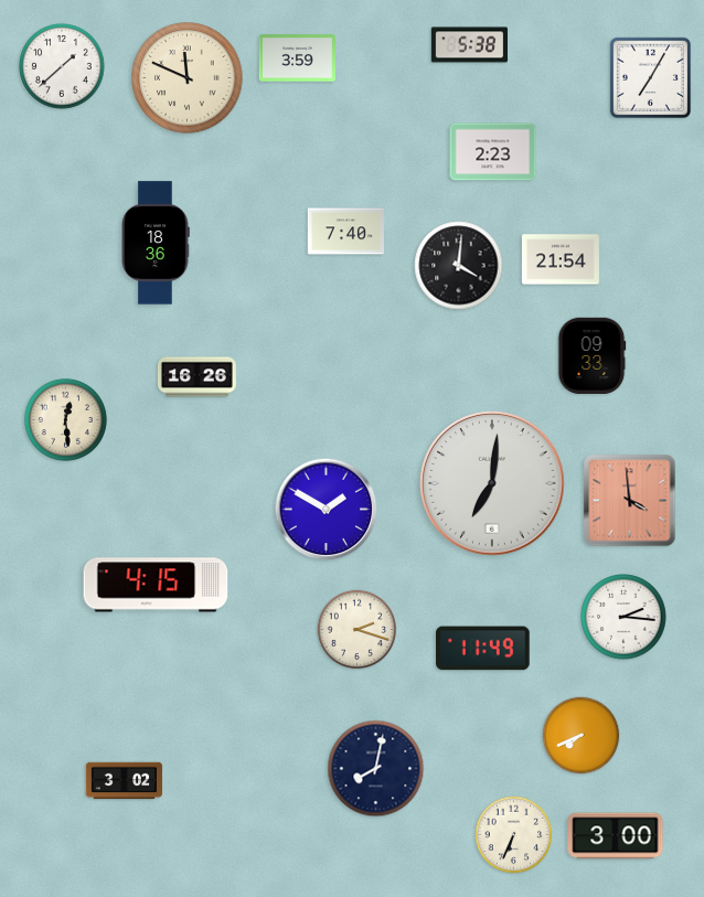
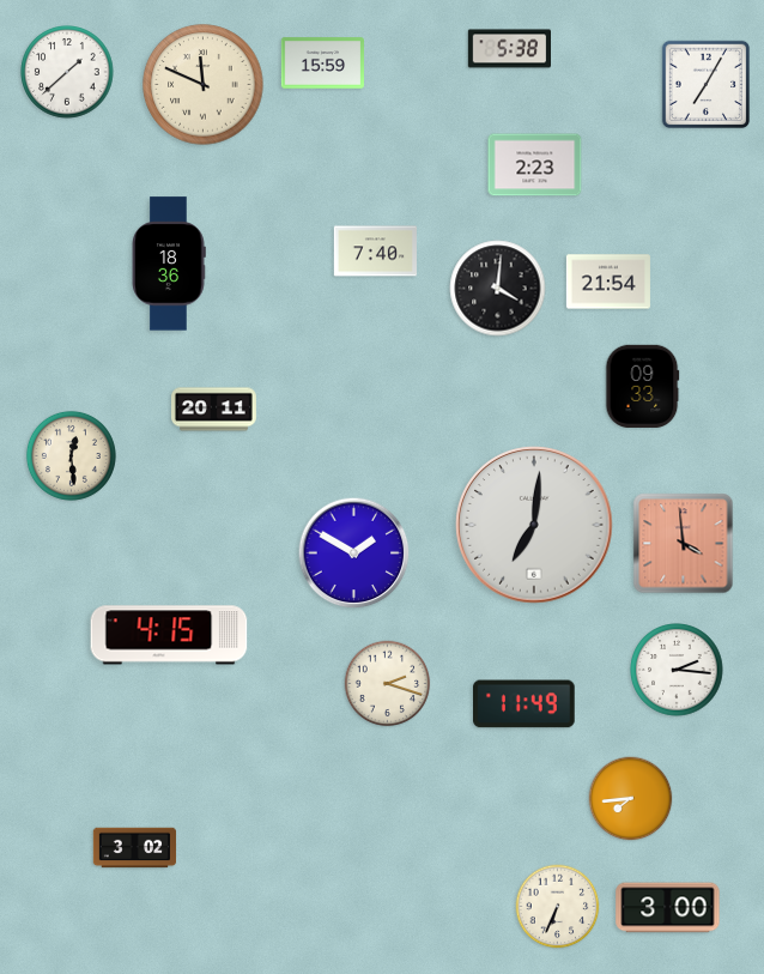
clock at (297, 58): 3:59 -> 15:59
clock at (196, 377): 16:26 -> 20:11
clock at (582, 736): 7:41 -> 7:44
clock at (376, 769): 8:02 -> none
